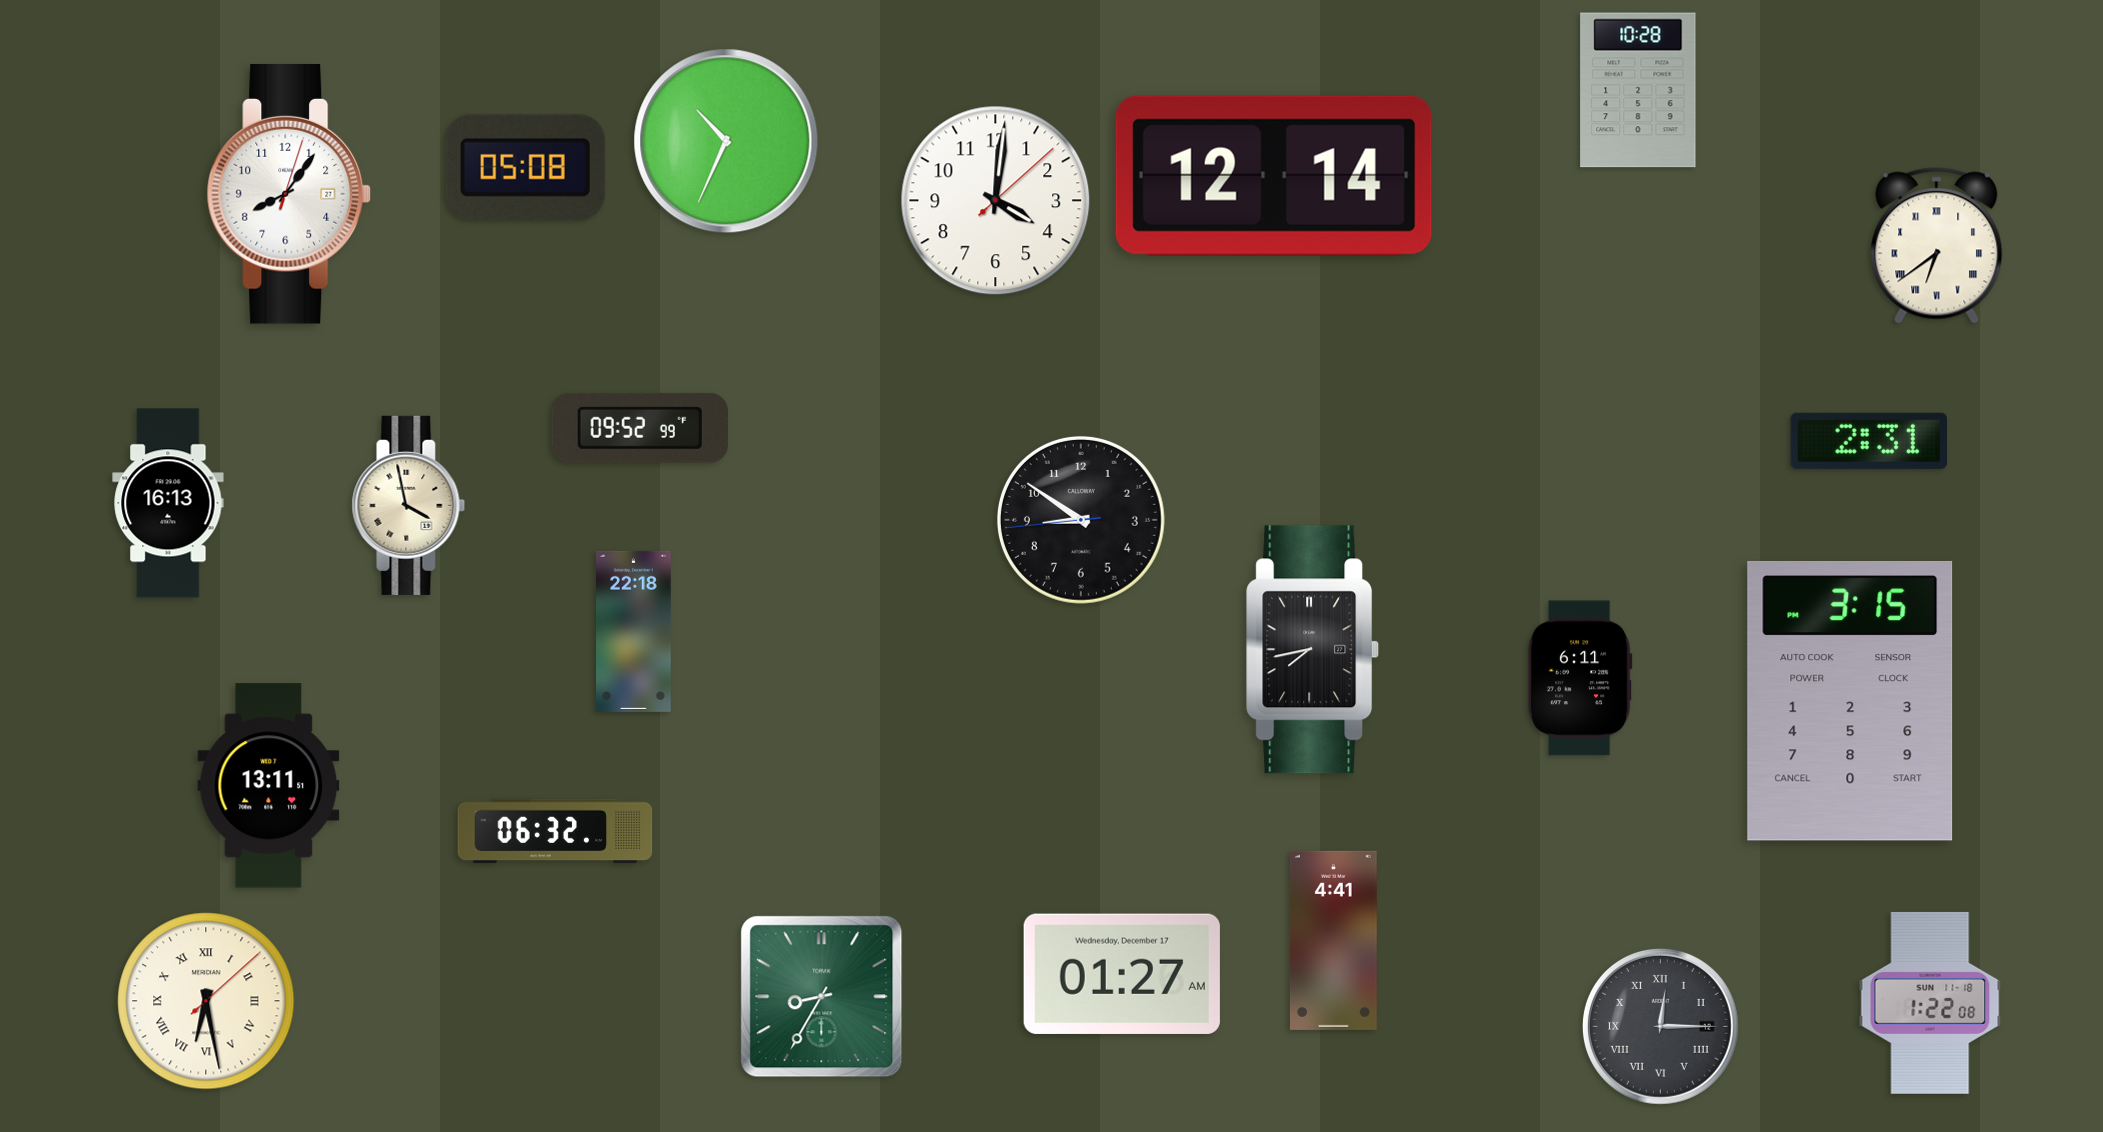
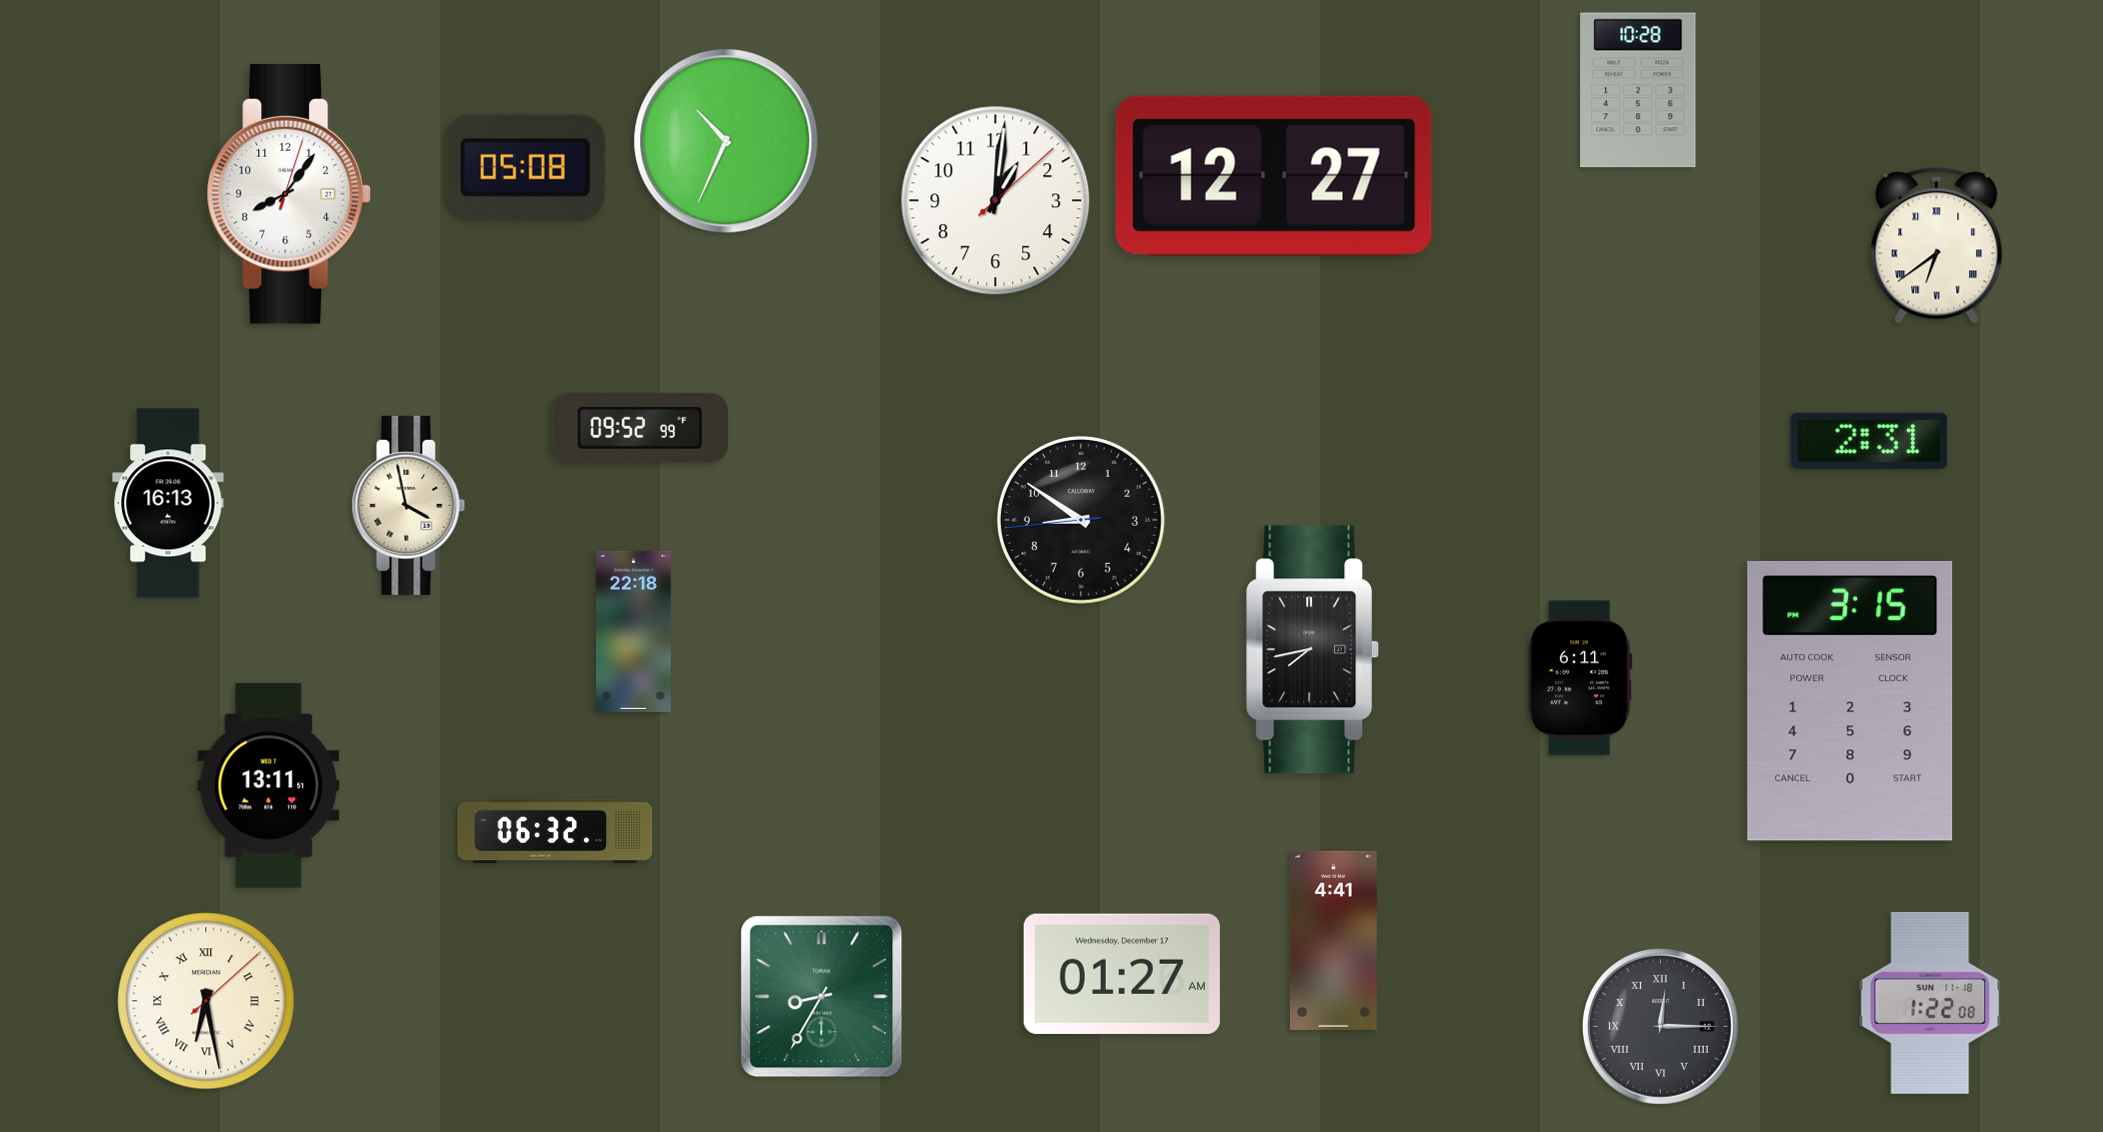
clock at (1274, 176): 12:14 -> 12:27
clock at (996, 201): 4:01 -> 1:01
